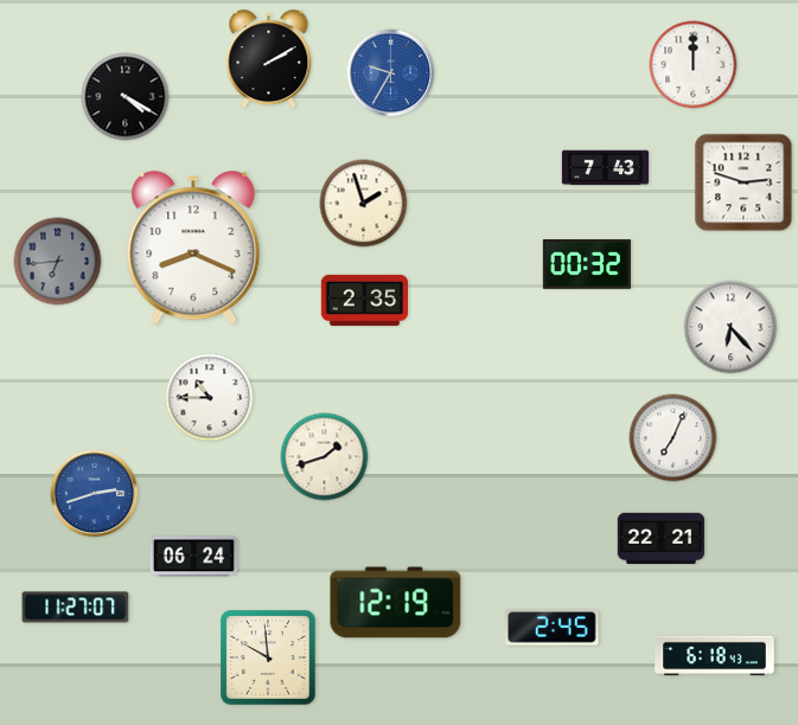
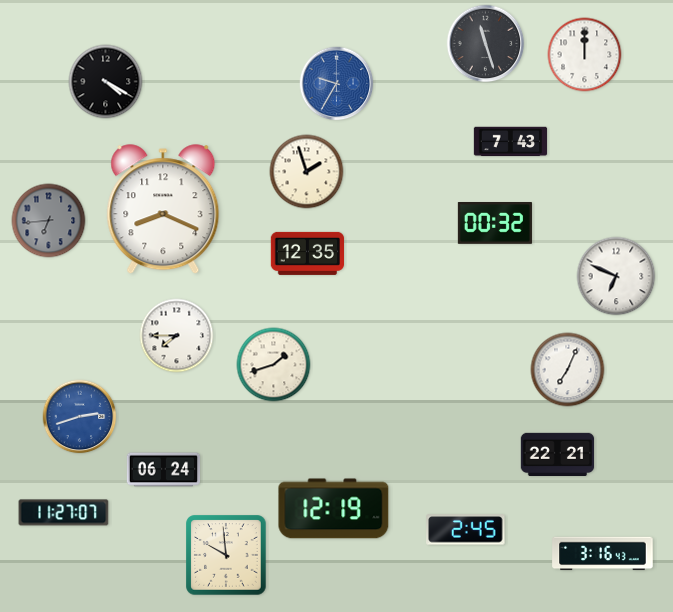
clock at (486, 44): none -> 11:27
clock at (269, 59): 2:10 -> none
clock at (391, 73) position: (391, 73) -> (337, 84)
clock at (743, 182): 2:48 -> none
clock at (364, 300): 2:35 -> 12:35
clock at (730, 327): 6:23 -> 6:49
clock at (210, 398): 10:45 -> 7:45
clock at (325, 457) position: (325, 457) -> (274, 365)
clock at (715, 656): 6:18 -> 3:16
